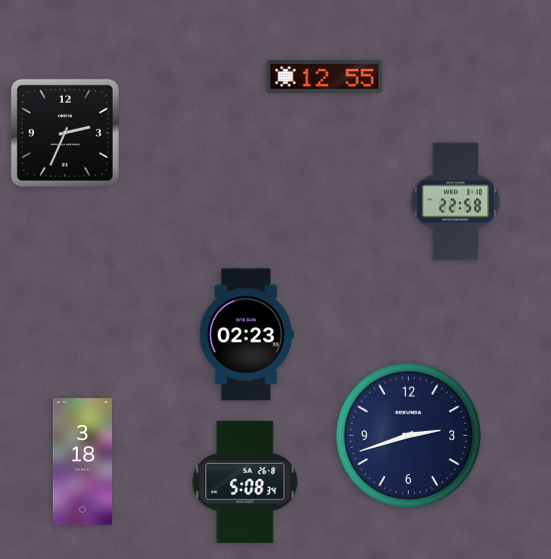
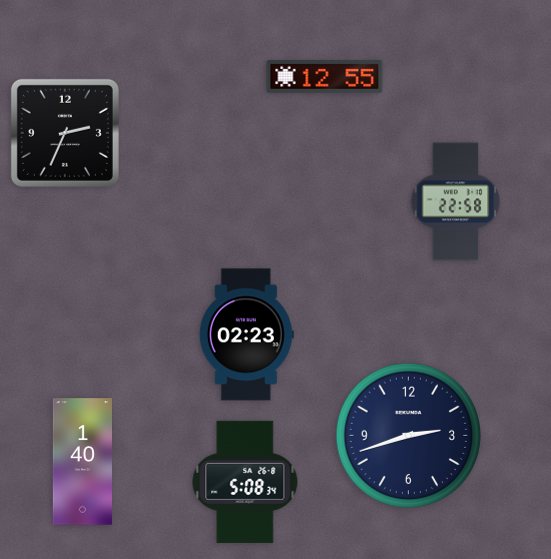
clock at (82, 462): 3:18 -> 1:40
